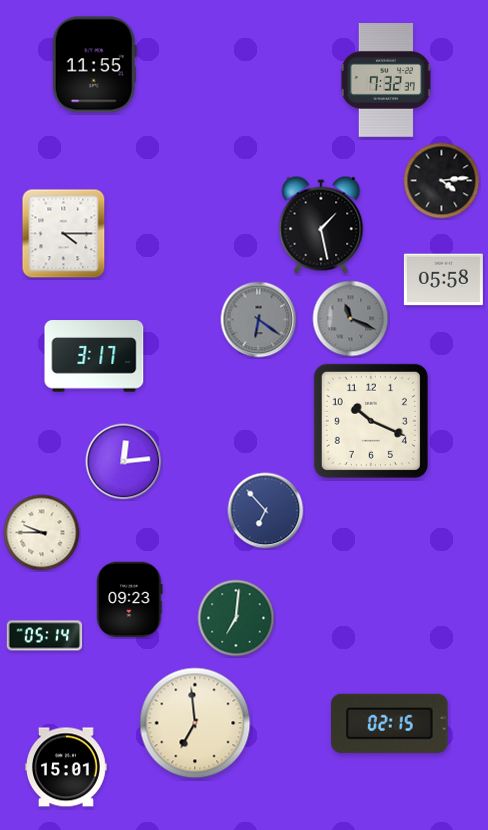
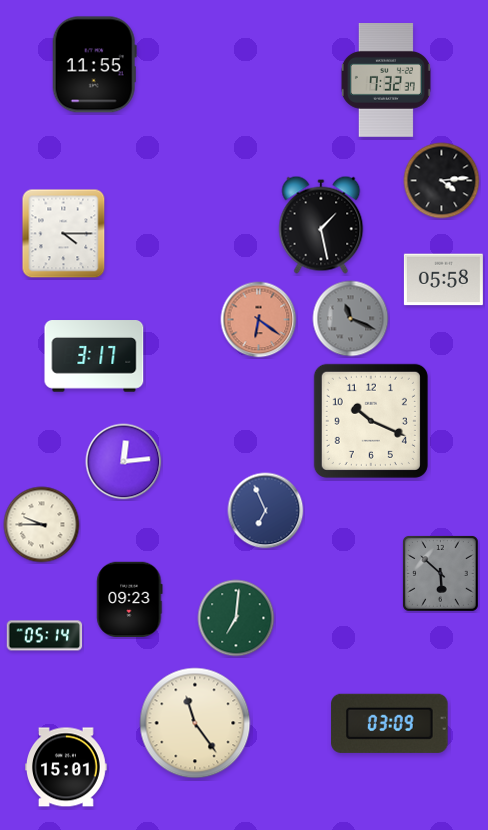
clock at (259, 320) dial: grey -> salmon
clock at (266, 511): 6:53 -> 6:56
clock at (42, 533) position: (42, 533) -> (42, 525)
clock at (440, 573): none -> 5:52
clock at (195, 723): 6:59 -> 11:24
clock at (390, 723): 02:15 -> 03:09
